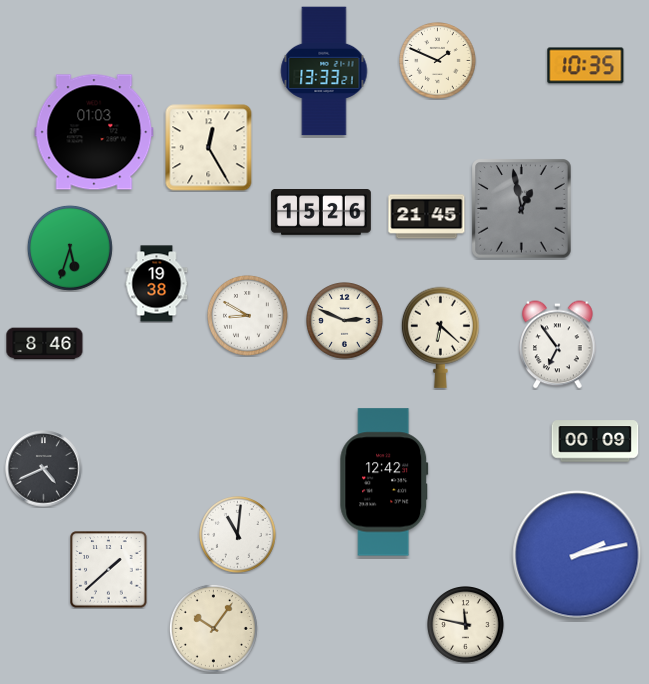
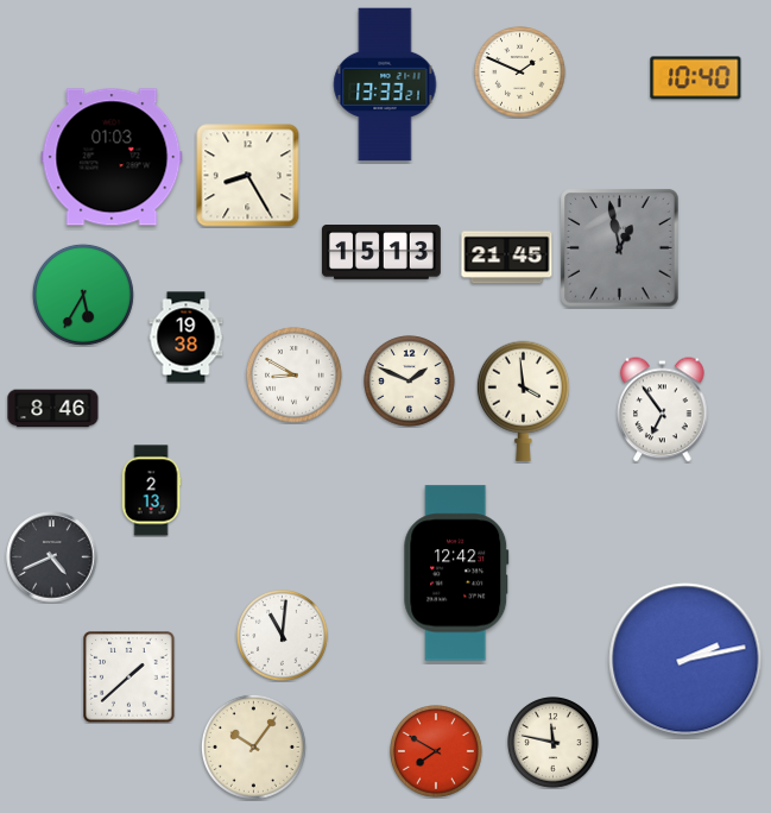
clock at (586, 66): 10:35 -> 10:40
clock at (209, 148): 12:25 -> 8:25
clock at (321, 213): 15:26 -> 15:13
clock at (70, 248): 5:33 -> 5:35
clock at (345, 321): 2:49 -> 1:49
clock at (440, 337): 6:22 -> 3:59
clock at (151, 491): none -> 2:13
clock at (595, 441): 00:09 -> none
clock at (437, 752): none -> 7:50
